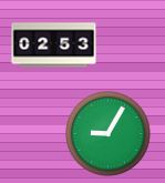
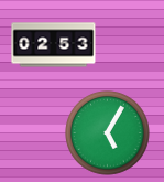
clock at (109, 134): 9:05 -> 5:05
